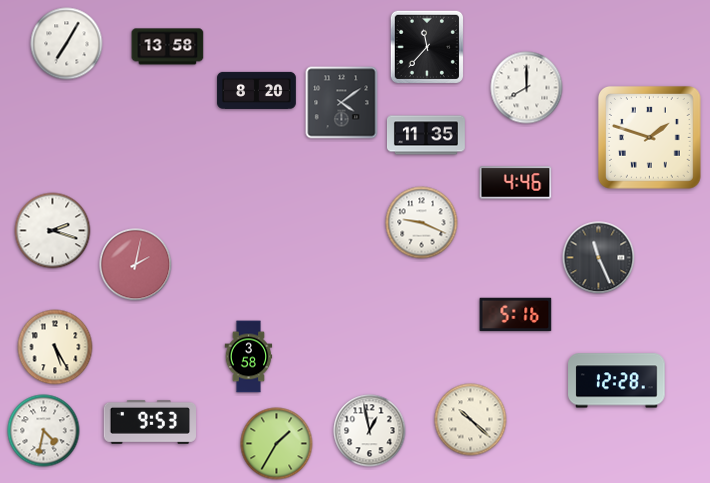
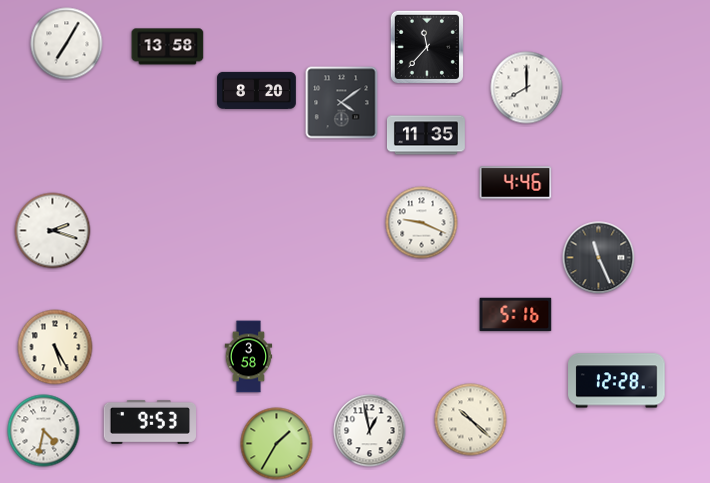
clock at (650, 138): 1:48 -> none
clock at (136, 265): 2:02 -> none
